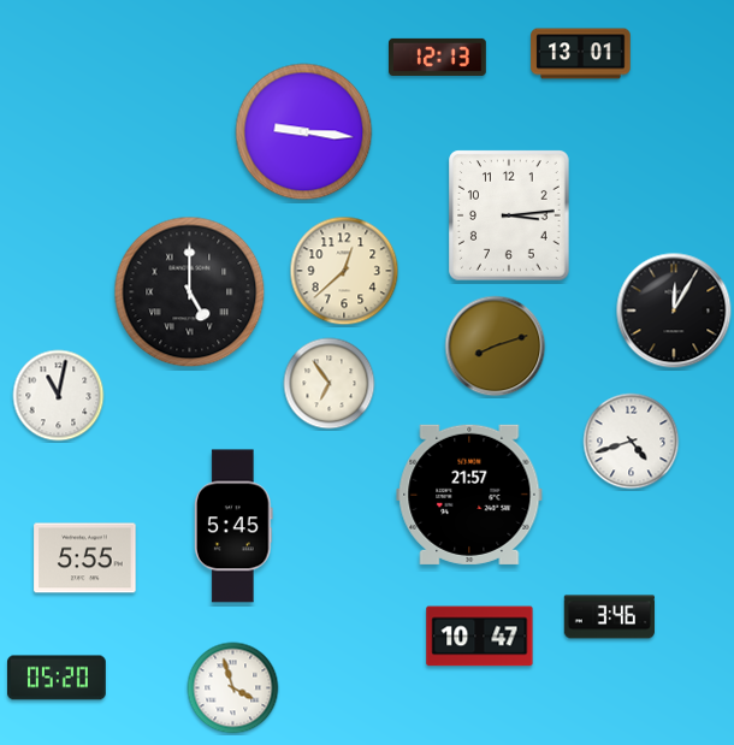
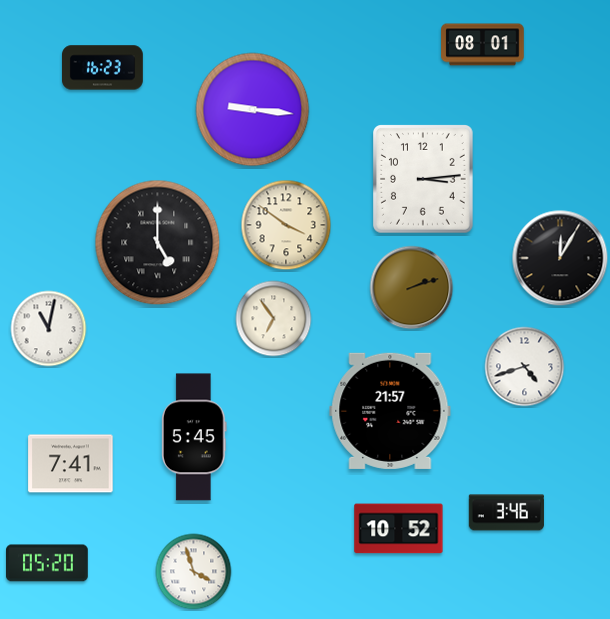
clock at (581, 54): 13:01 -> 08:01
clock at (438, 57): 12:13 -> none
clock at (103, 68): none -> 16:23
clock at (344, 271): 12:38 -> 3:51
clock at (496, 347): 8:12 -> 2:12
clock at (85, 558): 5:55 -> 7:41
clock at (480, 637): 10:47 -> 10:52
